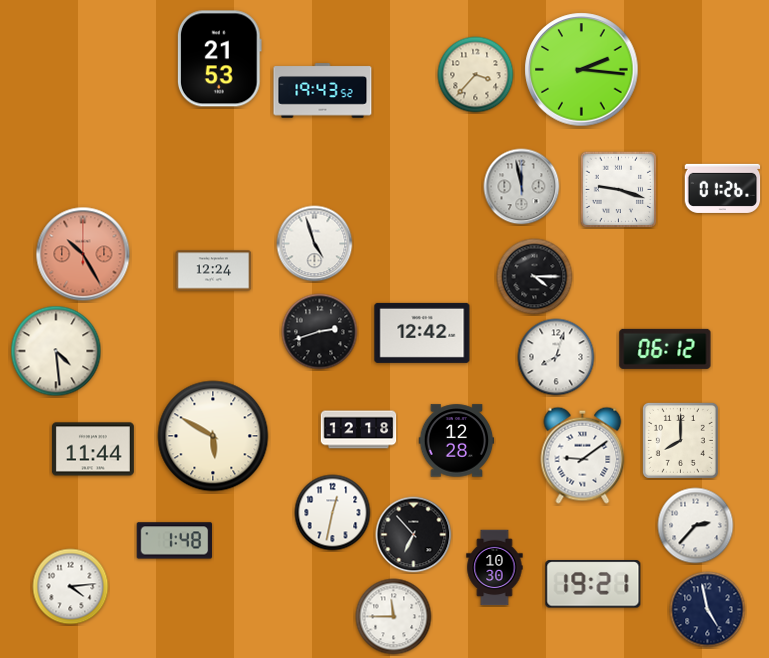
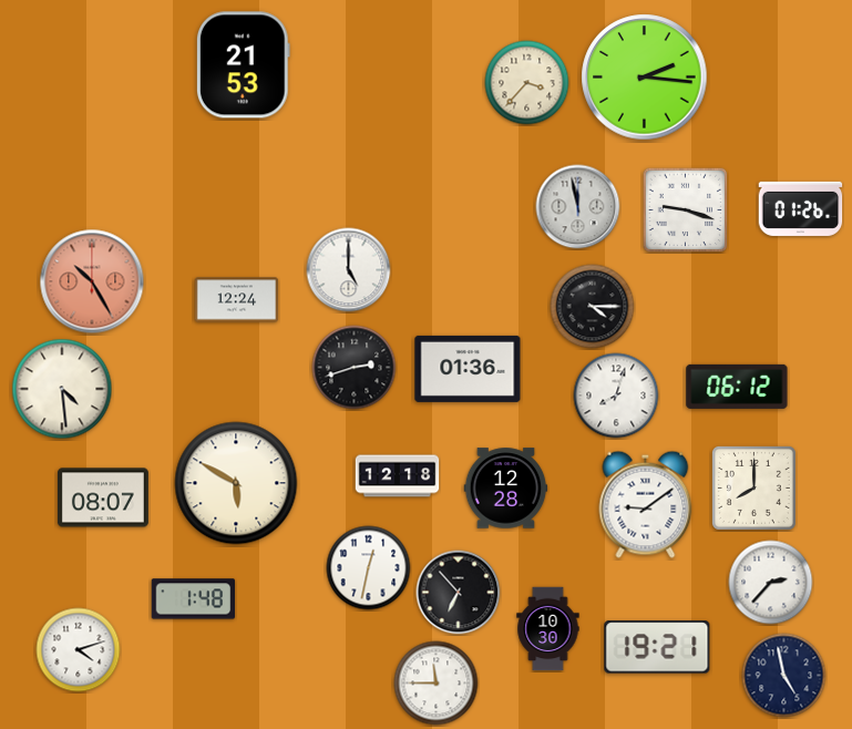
clock at (323, 91): 19:43 -> none
clock at (315, 244): 4:57 -> 5:00
clock at (422, 333): 12:42 -> 01:36
clock at (93, 449): 11:44 -> 08:07
clock at (71, 587): 4:14 -> 4:12
